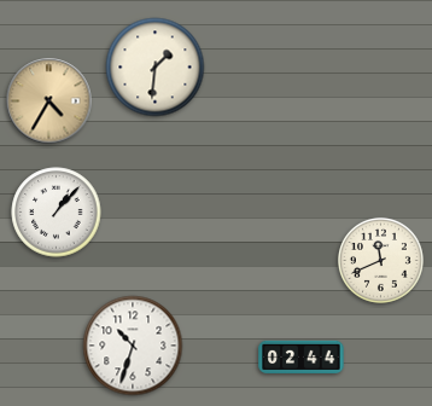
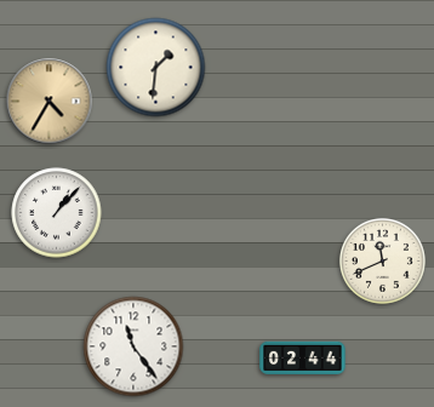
clock at (133, 346): 10:33 -> 11:24
